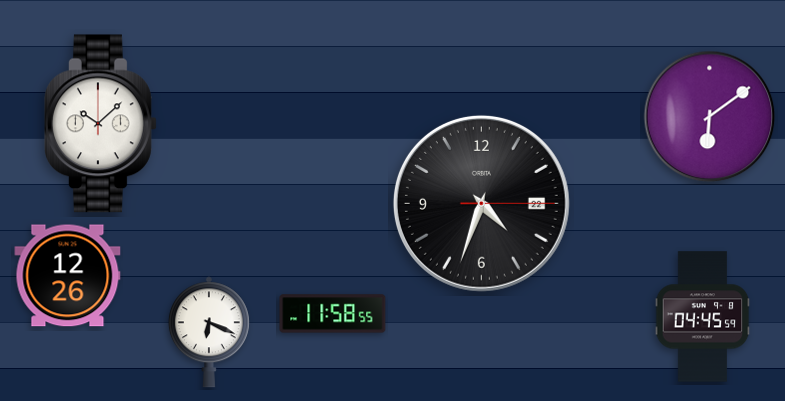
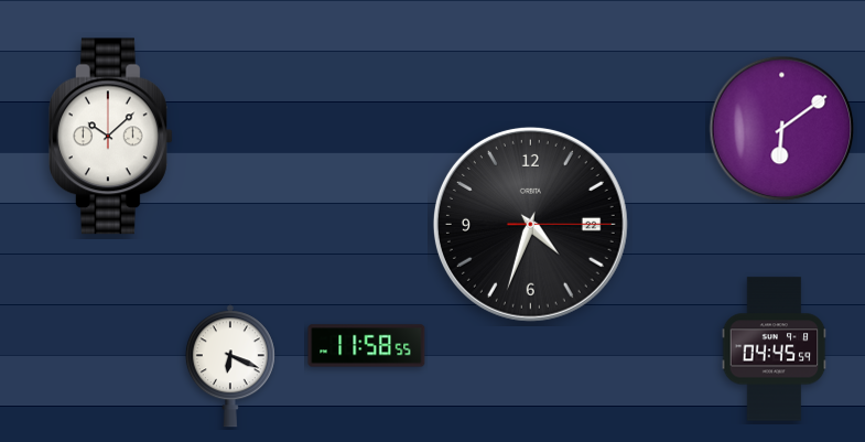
clock at (68, 276): 12:26 -> none
